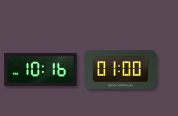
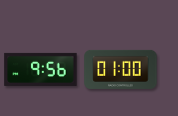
clock at (41, 69): 10:16 -> 9:56
